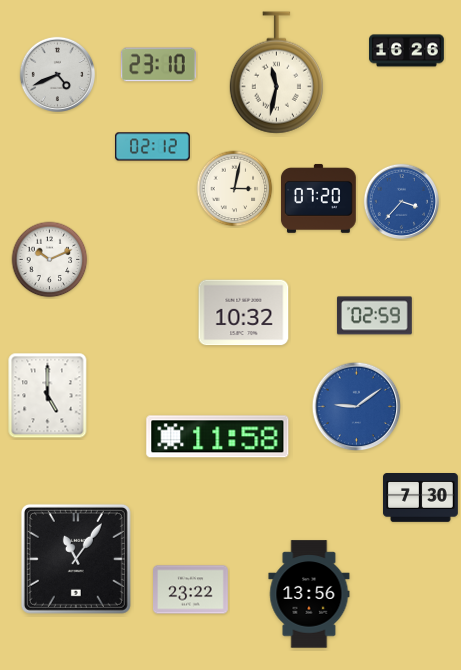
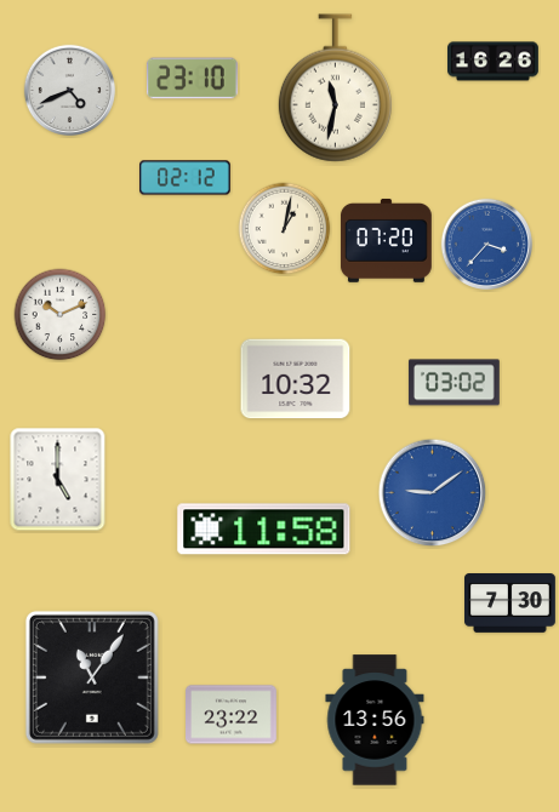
clock at (235, 189): 3:02 -> 1:02
clock at (374, 316): 02:59 -> 03:02
